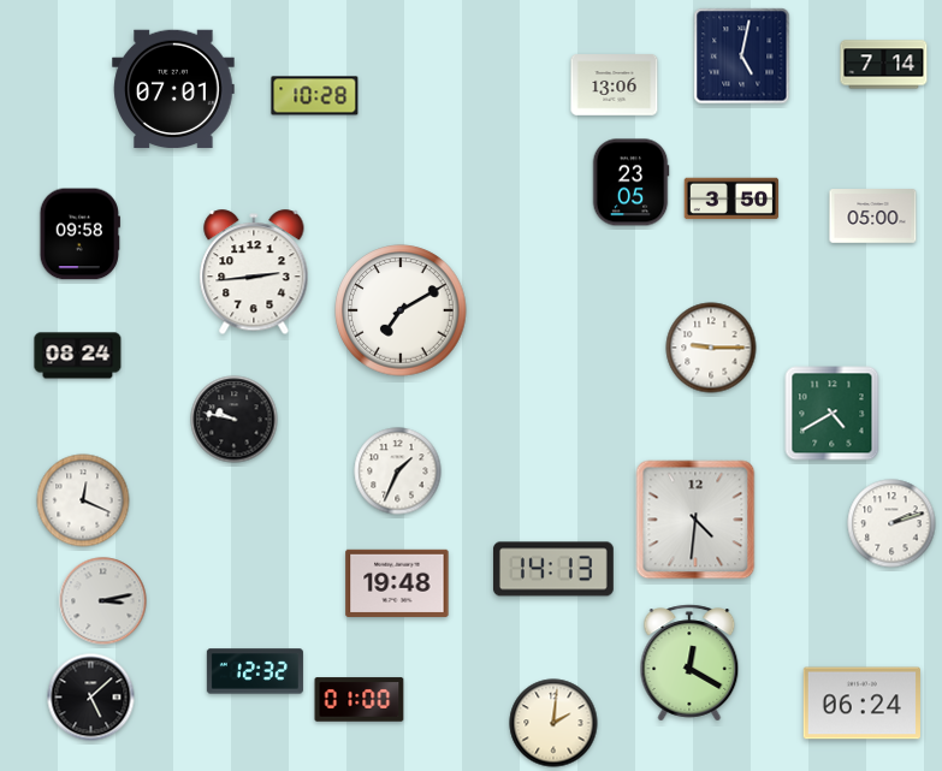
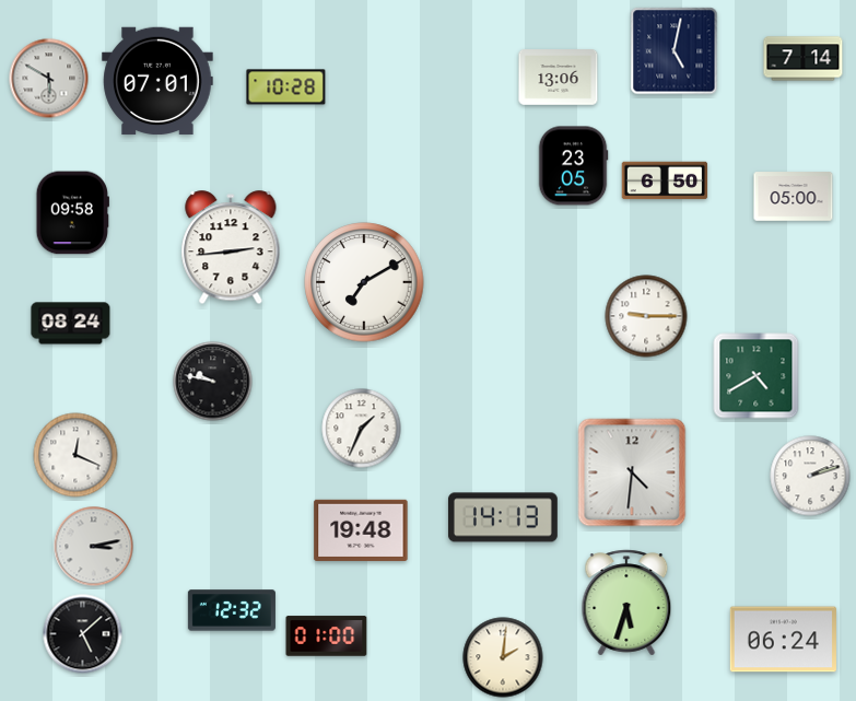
clock at (49, 79): none -> 5:50
clock at (731, 198): 3:50 -> 6:50
clock at (689, 663): 12:20 -> 5:33
